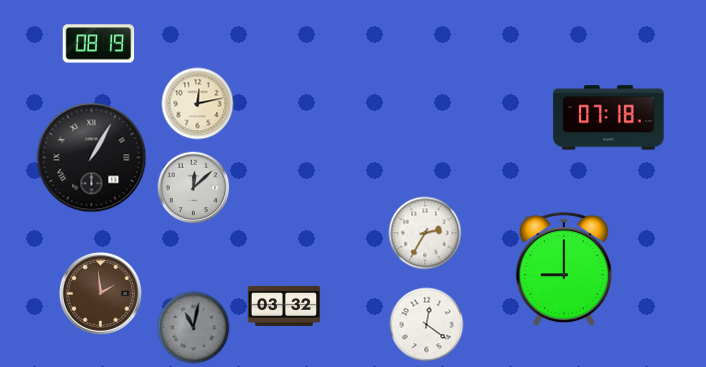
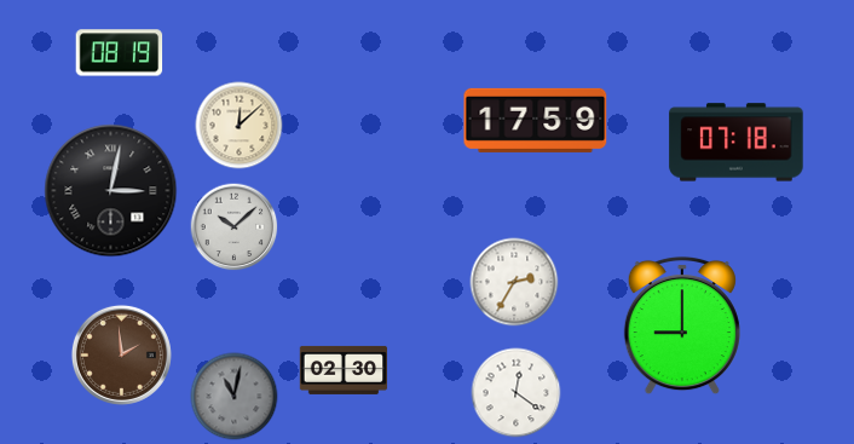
clock at (536, 120): none -> 17:59
clock at (198, 104): 12:13 -> 12:08
clock at (92, 158): 1:05 -> 3:02
clock at (194, 188): 12:08 -> 10:08
clock at (284, 306): 03:32 -> 02:30
